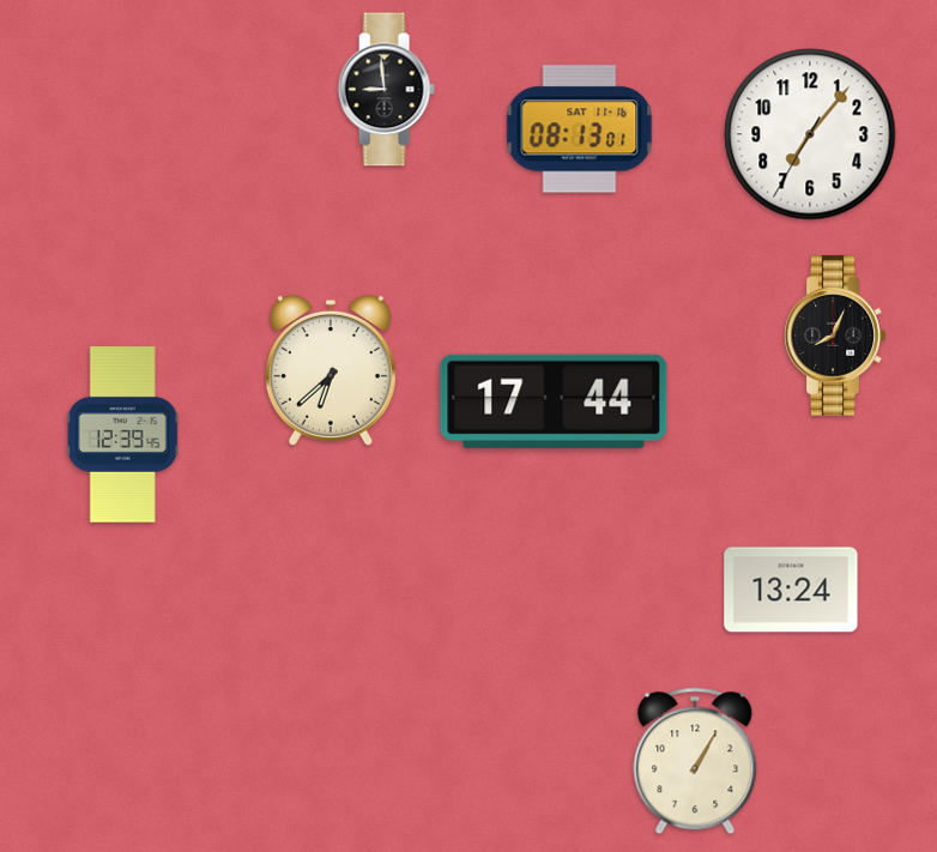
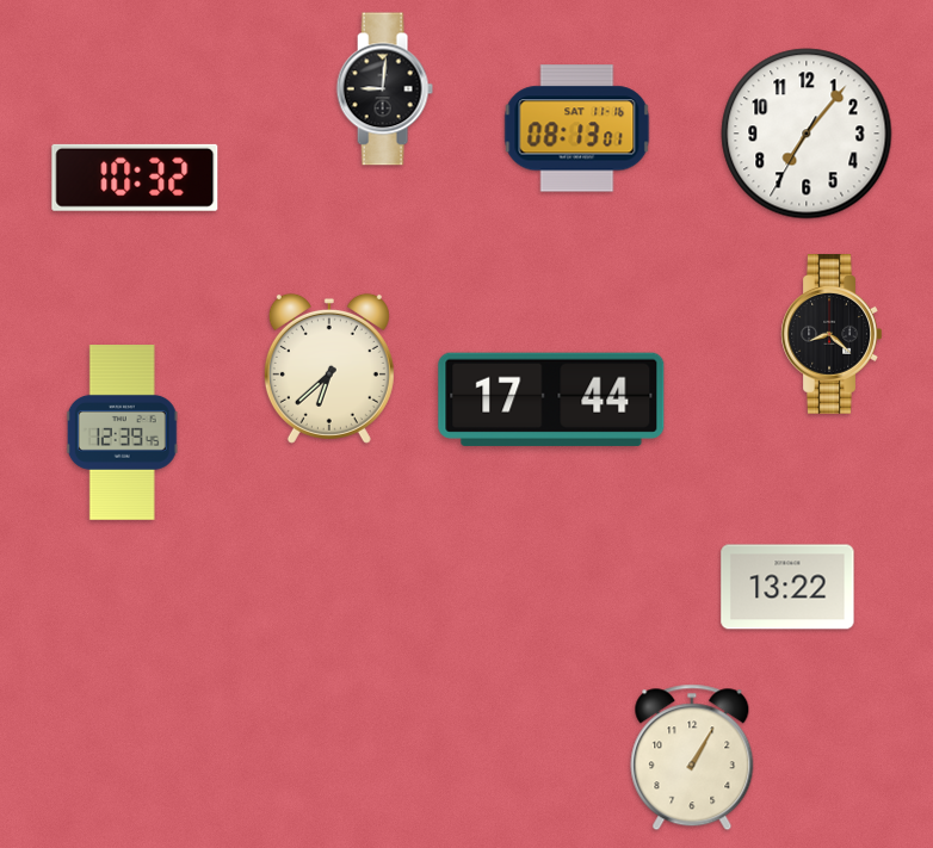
clock at (386, 90): 8:59 -> 9:01
clock at (135, 178): none -> 10:32
clock at (835, 336): 8:04 -> 8:22
clock at (791, 590): 13:24 -> 13:22
